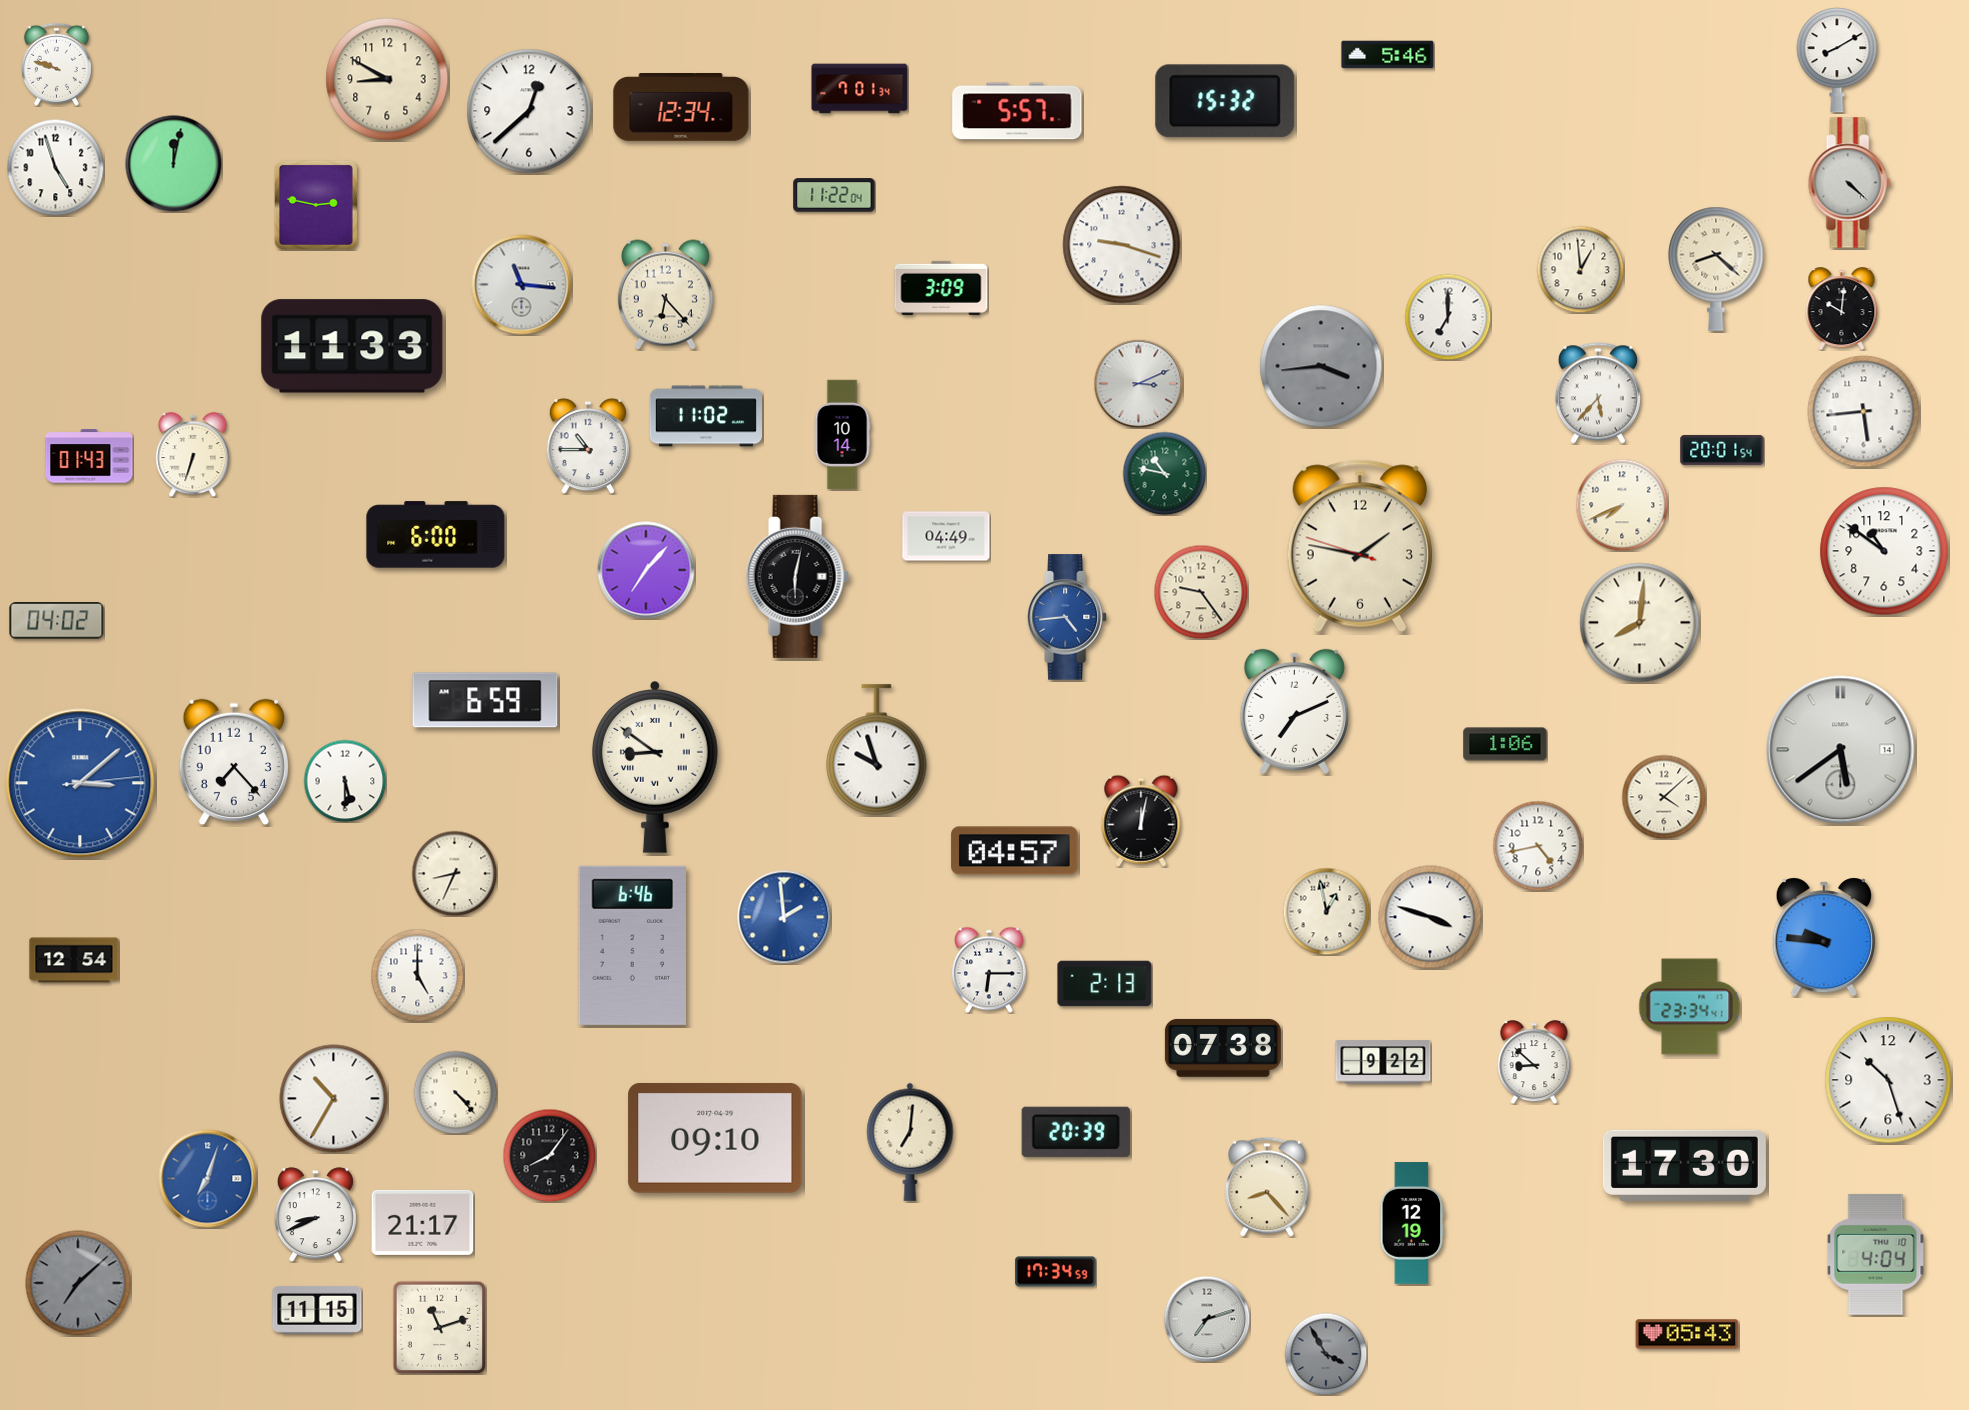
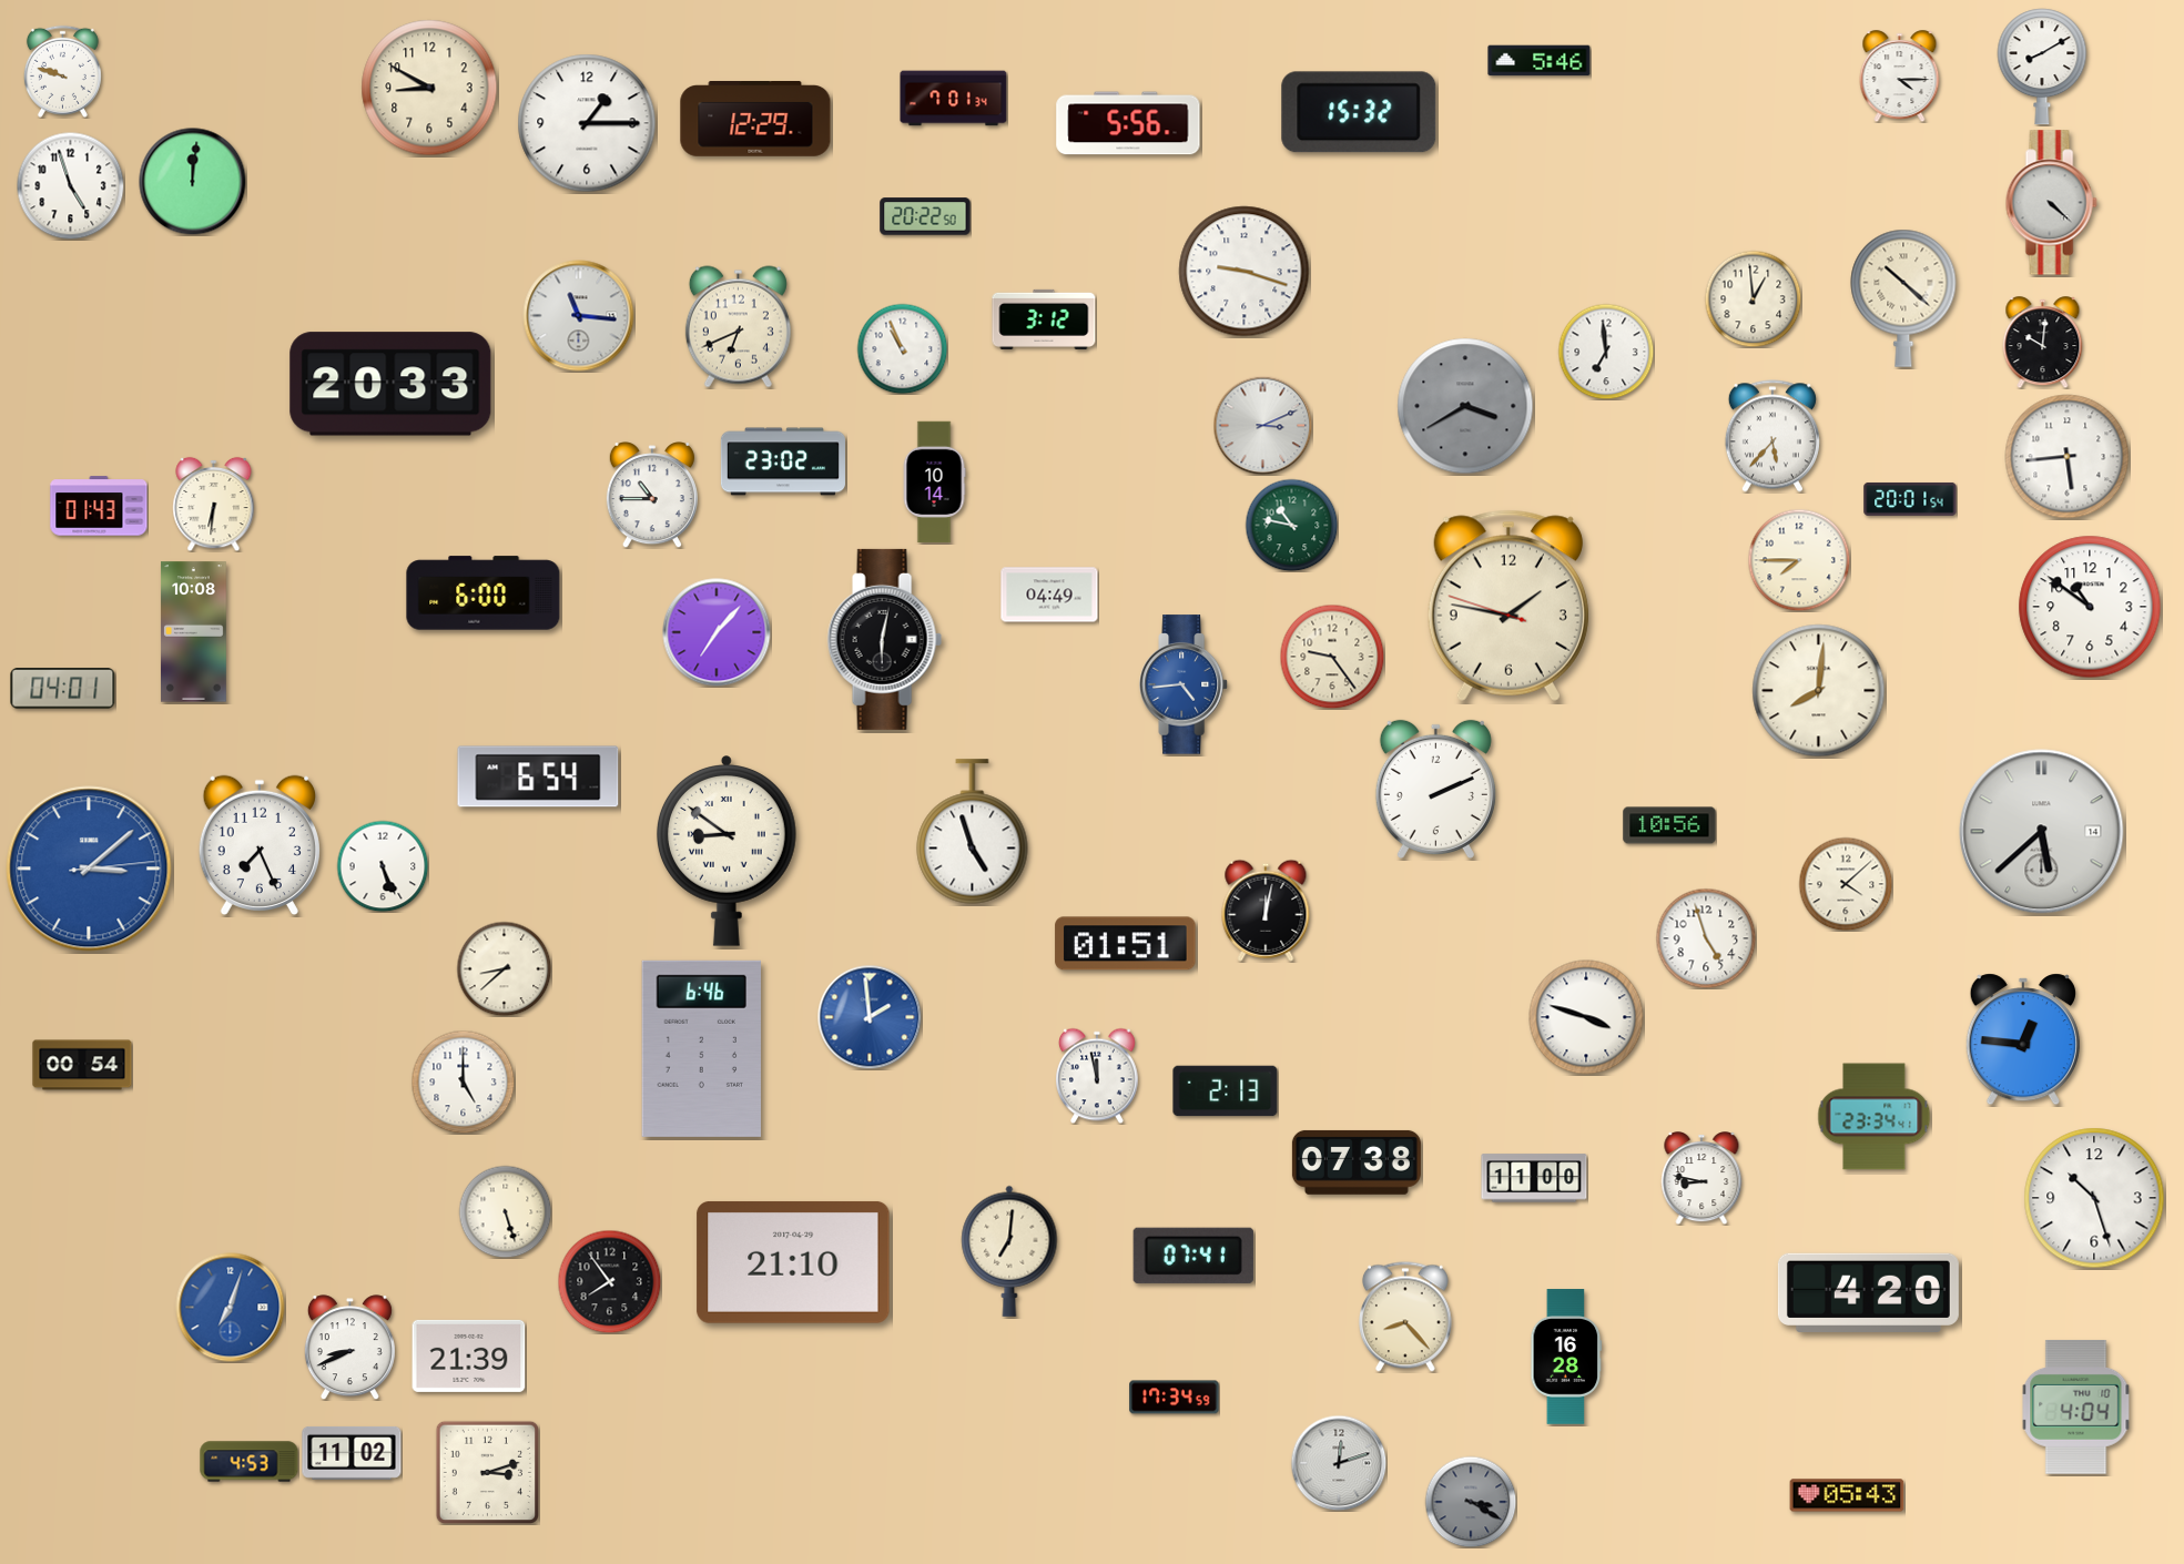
clock at (1837, 60) position: (1837, 60) -> (2042, 67)
clock at (1900, 77): none -> 4:15
clock at (681, 108): 12:34 -> 12:29
clock at (529, 111): 12:38 -> 1:15
clock at (1017, 111): 5:57 -> 5:56
clock at (174, 164): 12:02 -> 12:01
clock at (55, 167) position: (55, 167) -> (70, 185)
clock at (834, 195): 11:22 -> 20:22
clock at (316, 205): 2:47 -> none
clock at (1716, 269): 8:22 -> 10:22
clock at (941, 288): 3:09 -> 3:12
clock at (665, 295): 6:23 -> 6:41
clock at (902, 348): none -> 10:56
clock at (1448, 317): 7:00 -> 6:59
clock at (352, 346): 11:33 -> 20:33
clock at (1321, 366): 3:44 -> 3:40
clock at (706, 416): 11:02 -> 23:02
clock at (193, 454): 6:33 -> 6:31
clock at (1622, 505): 7:41 -> 7:45
clock at (1884, 551) position: (1884, 551) -> (2090, 607)
clock at (194, 632): none -> 10:08
clock at (57, 621): 04:02 -> 04:01
clock at (485, 700): 6:59 -> 6:54
clock at (1294, 711): 7:11 -> 2:11
clock at (1505, 744): 1:06 -> 10:56
clock at (877, 750): 9:57 -> 4:57
clock at (1841, 750): 5:39 -> 5:38
clock at (234, 762): 7:23 -> 7:26
clock at (345, 781): 5:30 -> 5:26
clock at (1538, 846): 4:43 -> 4:57
clock at (1015, 851): 04:57 -> 01:51
clock at (454, 873): 8:34 -> 8:38
clock at (1326, 911): 12:58 -> none
clock at (1824, 937): 9:46 -> 12:46
clock at (74, 960): 12:54 -> 00:54
clock at (990, 970): 6:15 -> 11:58
clock at (1383, 1062): 9:22 -> 11:00
clock at (1534, 1062): 8:52 -> 8:47
clock at (455, 1092): 4:23 -> 5:27
clock at (334, 1099): 10:35 -> none
clock at (1076, 1132): 20:39 -> 07:41
clock at (715, 1138): 09:10 -> 21:10
clock at (910, 1142) position: (910, 1142) -> (1009, 1251)
clock at (549, 1155): 8:06 -> 7:54
clock at (1684, 1165): 17:30 -> 4:20
clock at (423, 1222): 21:17 -> 21:39
clock at (1412, 1223): 12:19 -> 16:28
clock at (1876, 1254) position: (1876, 1254) -> (2076, 1406)
clock at (1056, 1272) position: (1056, 1272) -> (1175, 1398)
clock at (78, 1283): 7:08 -> none
clock at (317, 1310): 11:15 -> 11:02
clock at (250, 1462): none -> 4:53
clock at (1207, 1319): 7:12 -> 12:12
clock at (439, 1327): 11:12 -> 3:12
clock at (1687, 1334) position: (1687, 1334) -> (1847, 1495)
clock at (1326, 1354): 3:55 -> 3:20
